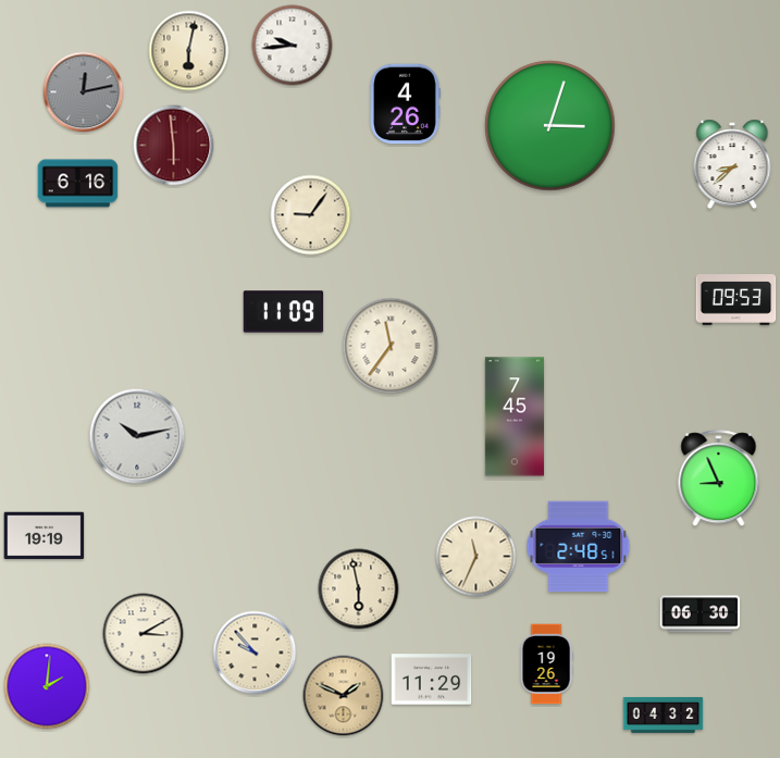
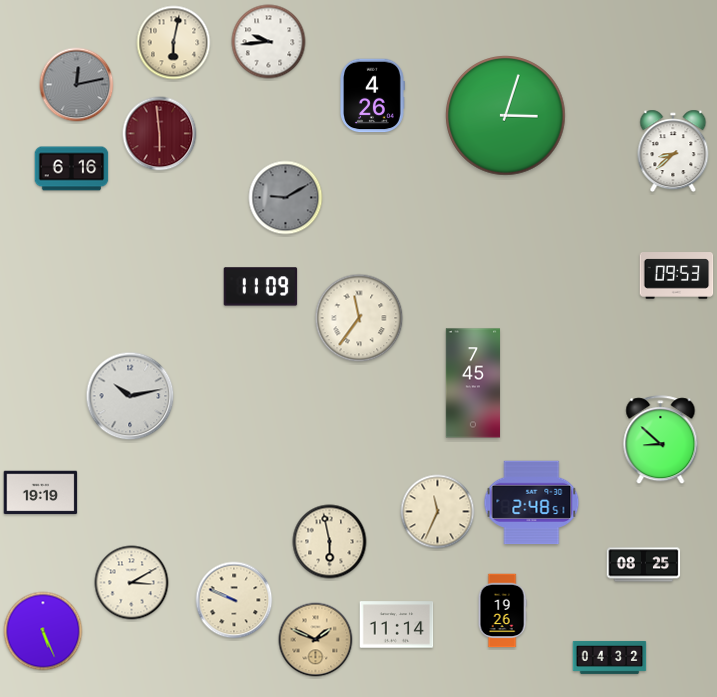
clock at (189, 51) position: (189, 51) -> (174, 43)
clock at (311, 215): 9:06 -> 9:10
clock at (311, 215) dial: cream -> grey
clock at (137, 436) position: (137, 436) -> (130, 396)
clock at (719, 479): 8:56 -> 8:52
clock at (701, 614): 06:30 -> 08:25
clock at (255, 653): 9:53 -> 9:49
clock at (432, 680): 11:29 -> 11:14
clock at (47, 686): 2:01 -> 5:26
